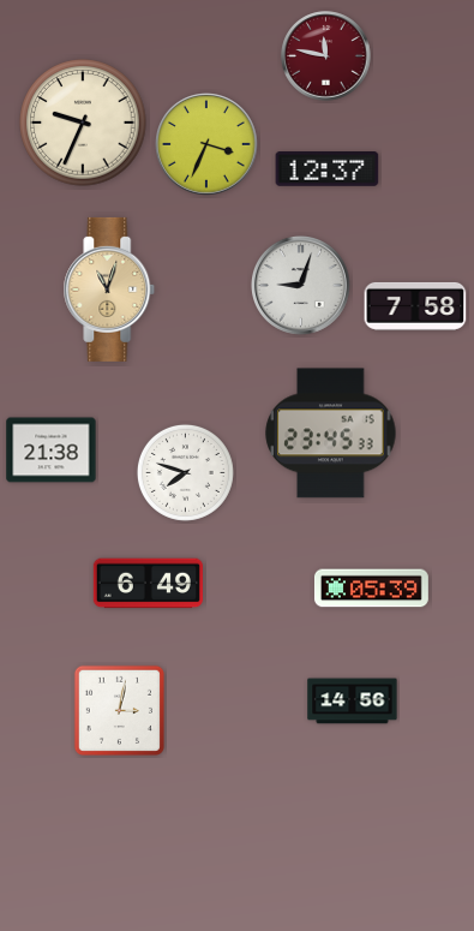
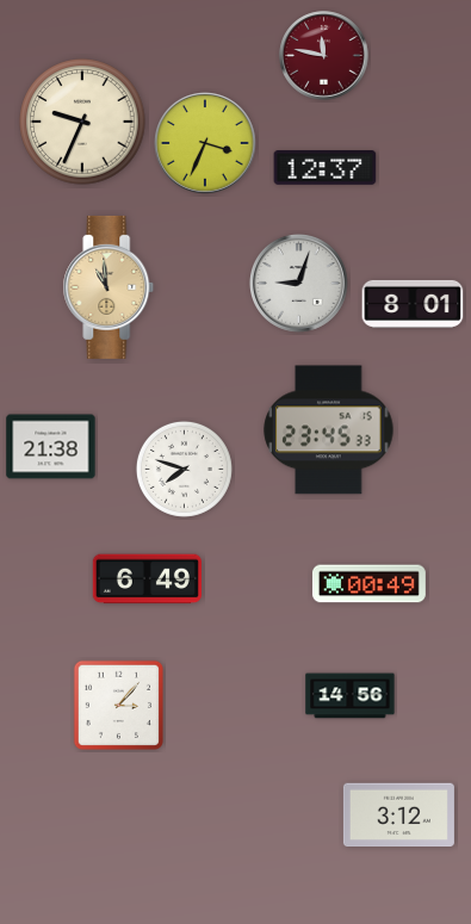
clock at (109, 290): 11:03 -> 10:59
clock at (415, 306): 7:58 -> 8:01
clock at (371, 589): 05:39 -> 00:49
clock at (119, 710): 3:02 -> 3:07
clock at (398, 816): none -> 3:12
